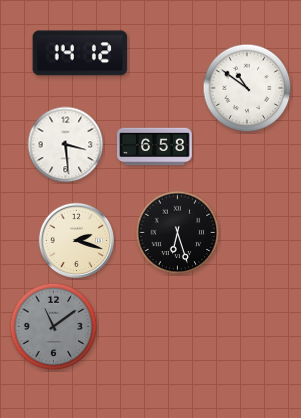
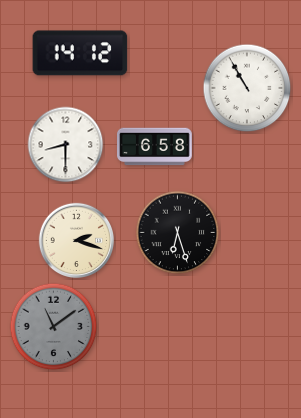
clock at (247, 88): 10:51 -> 10:55
clock at (66, 145): 3:29 -> 8:30
